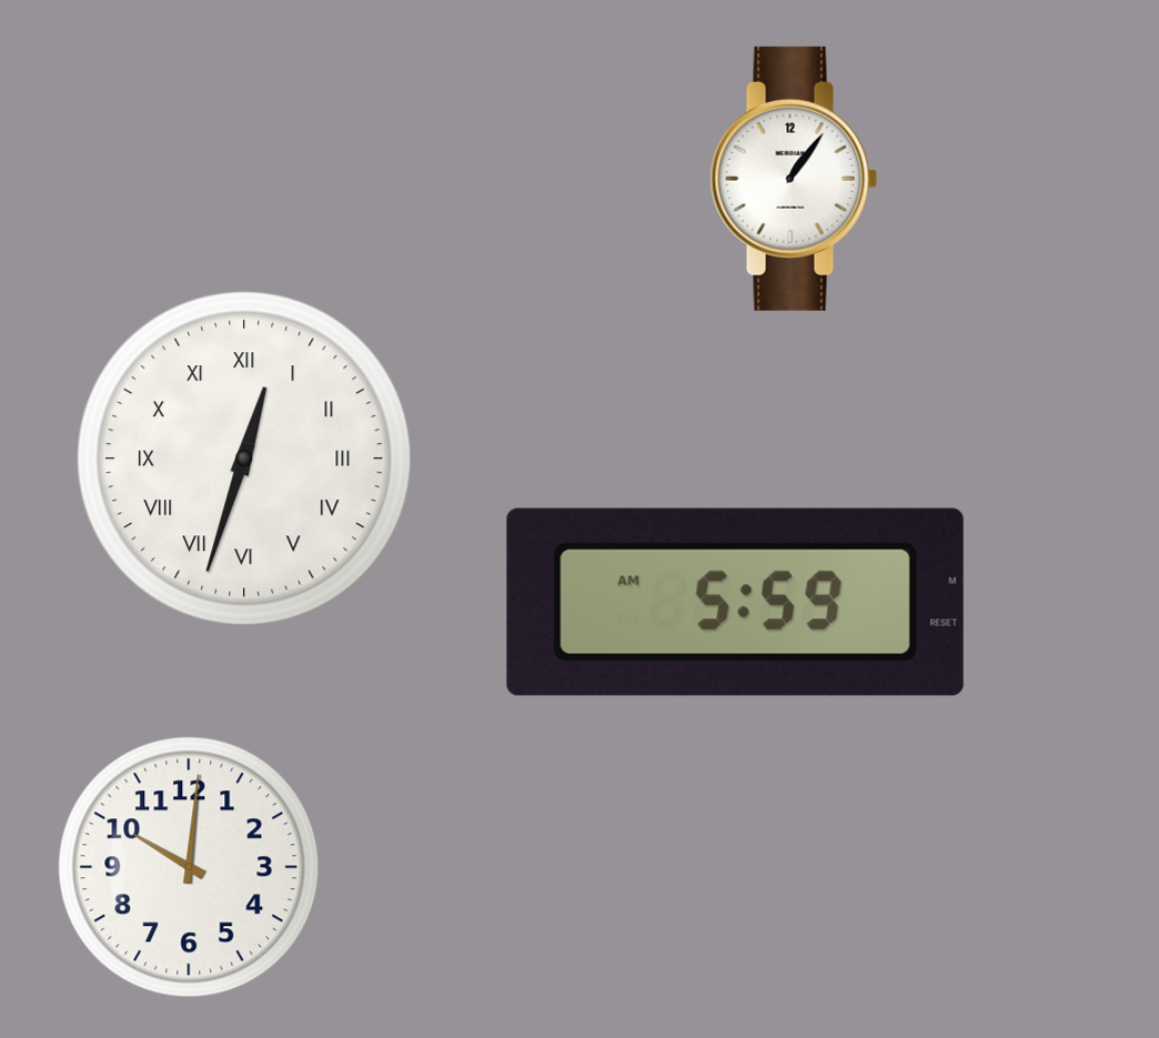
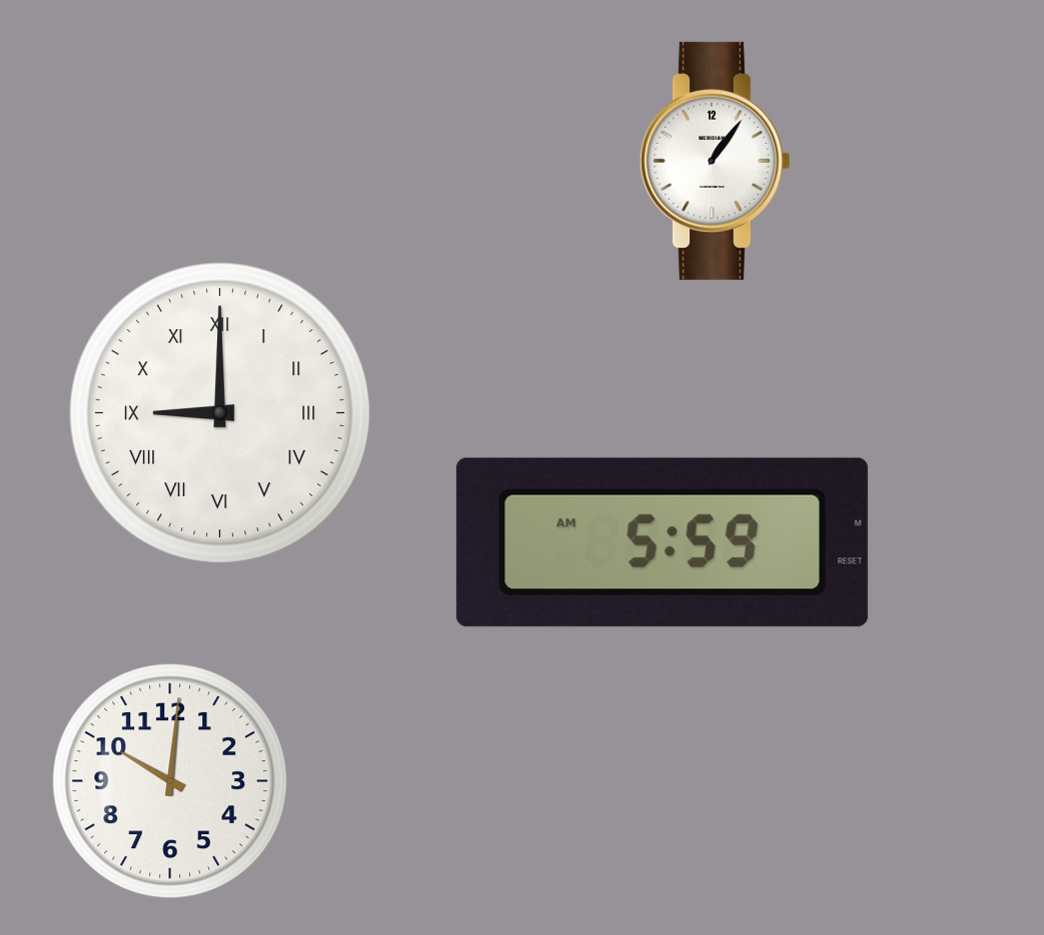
clock at (244, 458): 12:33 -> 9:00
